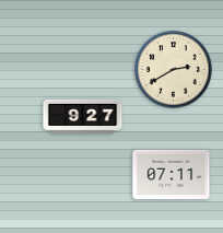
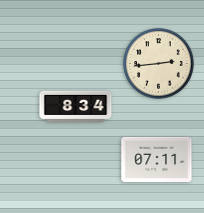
clock at (174, 70): 2:40 -> 2:44
clock at (83, 116): 9:27 -> 8:34
